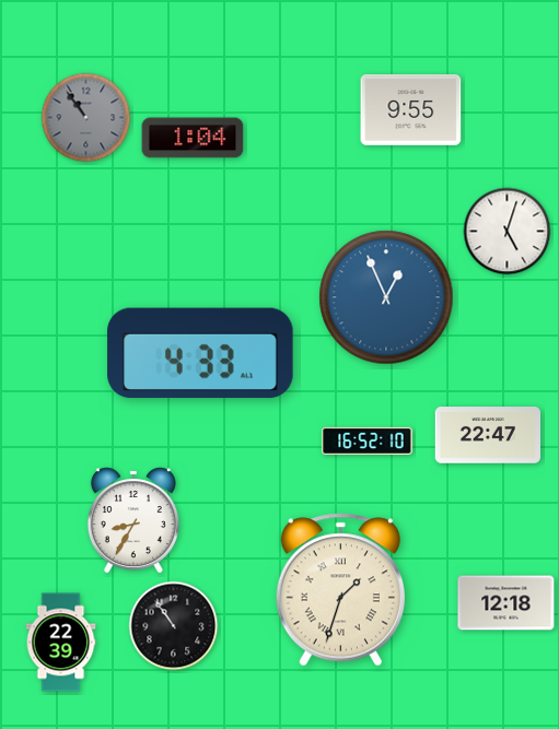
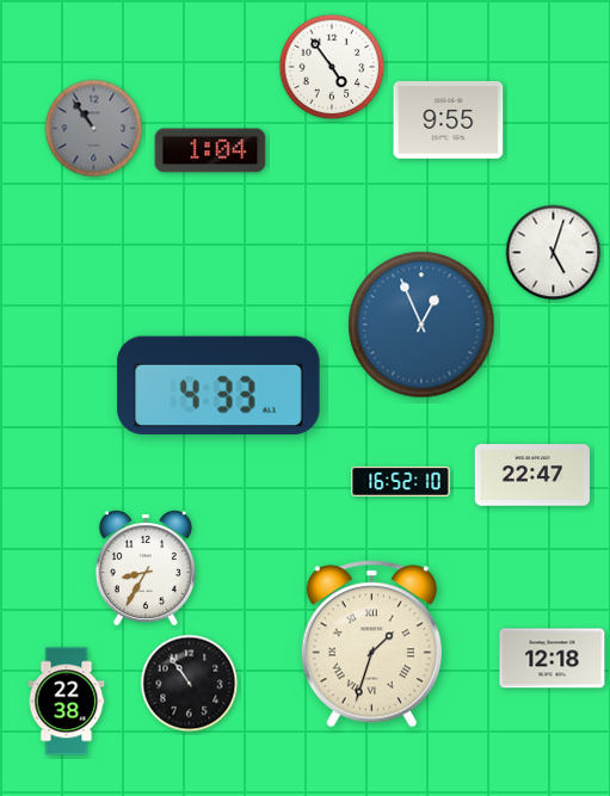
clock at (332, 67): none -> 4:54
clock at (61, 643): 22:39 -> 22:38
